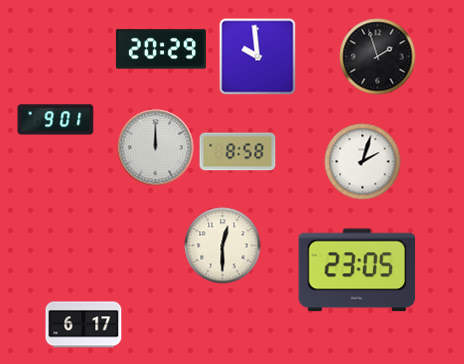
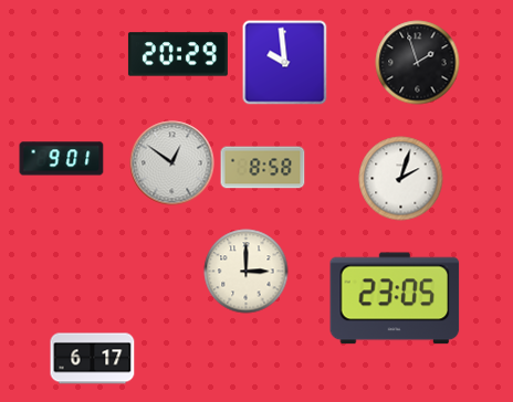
clock at (56, 120) position: (56, 120) -> (62, 159)
clock at (156, 148): 12:00 -> 12:51
clock at (223, 246): 12:30 -> 3:00
